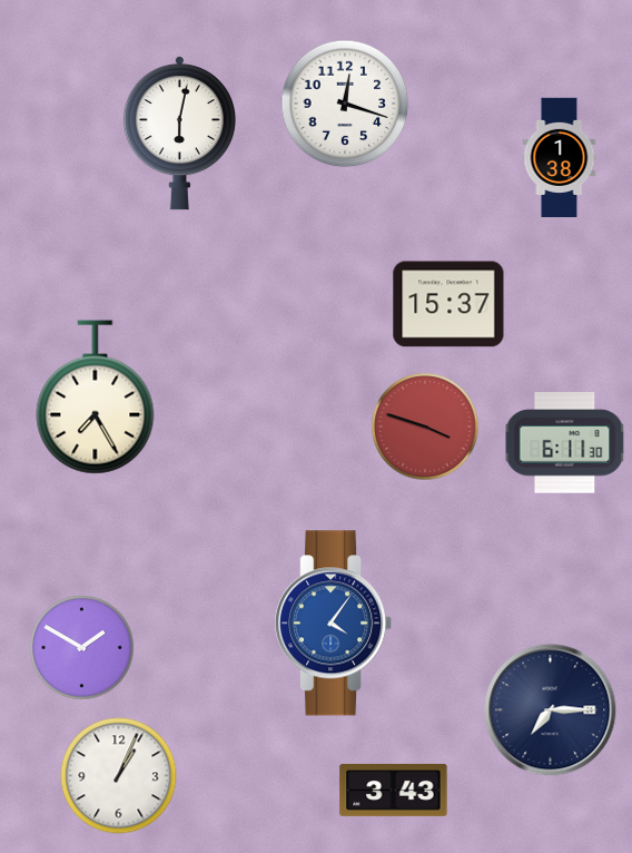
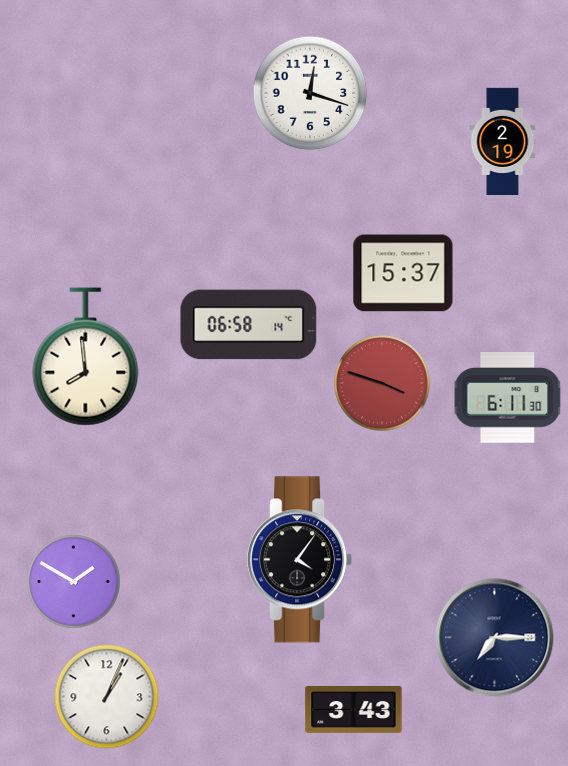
clock at (179, 133): 6:02 -> none
clock at (560, 157): 1:38 -> 2:19
clock at (249, 325): none -> 06:58
clock at (96, 398): 7:25 -> 7:59
clock at (334, 624) dial: blue -> black
